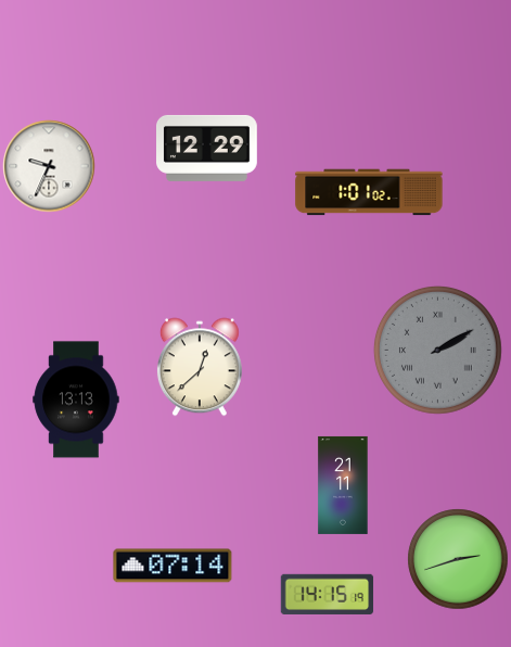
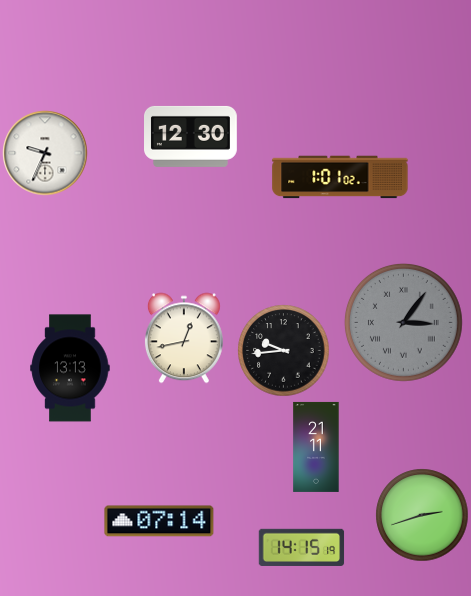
clock at (207, 148): 12:29 -> 12:30
clock at (438, 351): 2:10 -> 3:06
clock at (200, 367): 12:38 -> 12:43
clock at (284, 351): none -> 9:44
